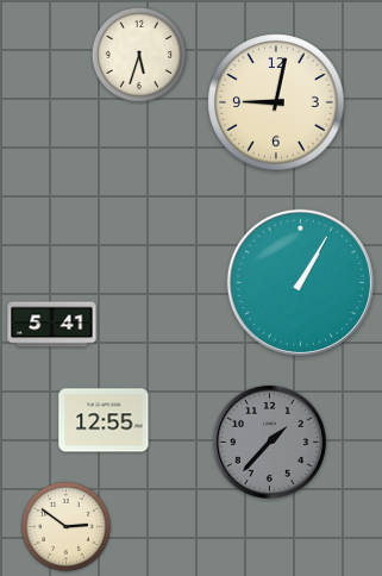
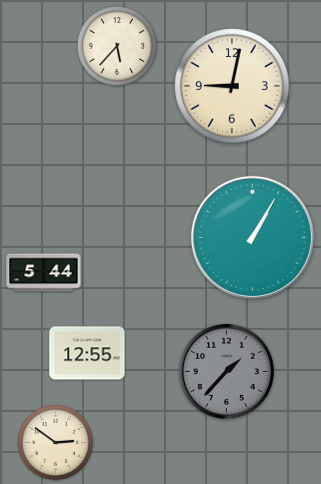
clock at (139, 55): 5:33 -> 5:37
clock at (52, 325): 5:41 -> 5:44
